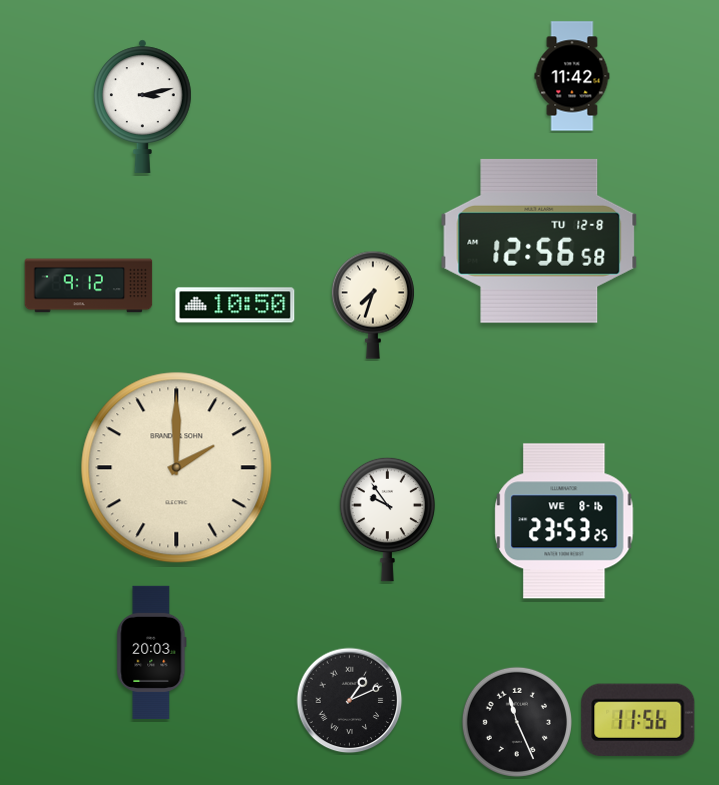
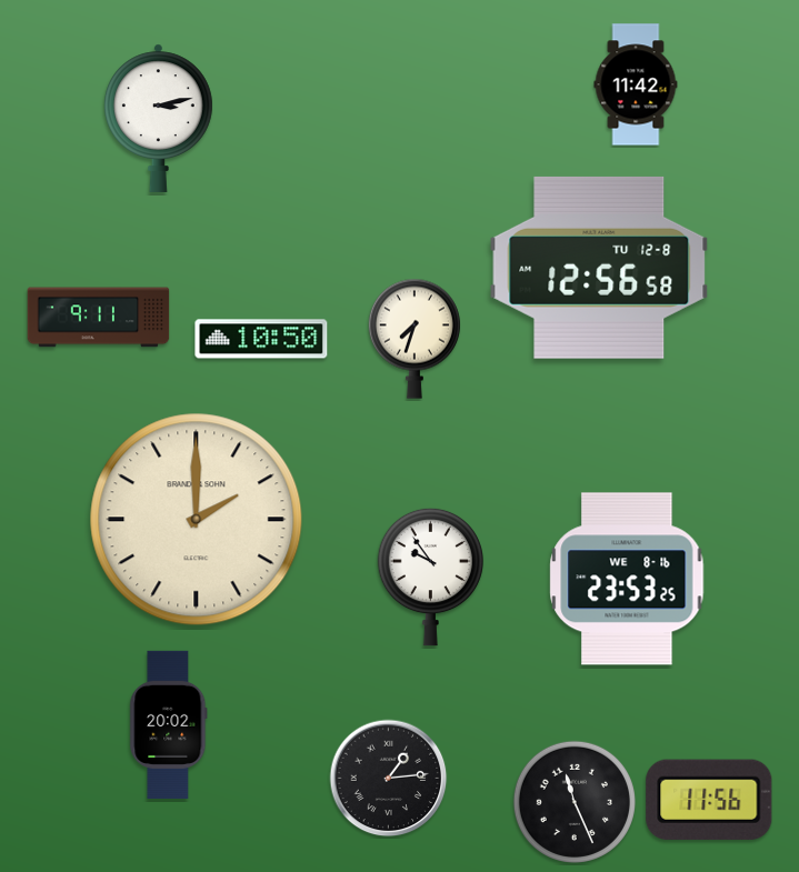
clock at (89, 286): 9:12 -> 9:11
clock at (152, 652): 20:03 -> 20:02
clock at (350, 701): 1:11 -> 1:14
